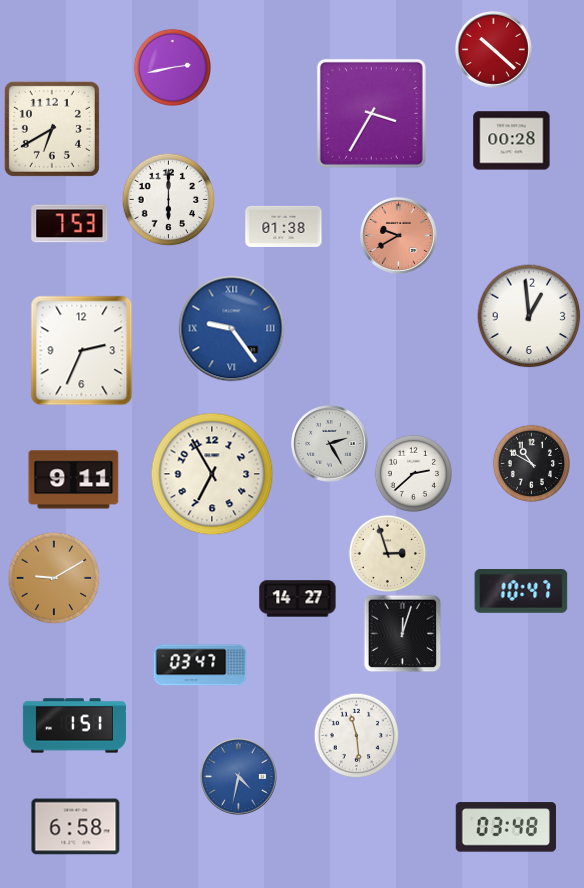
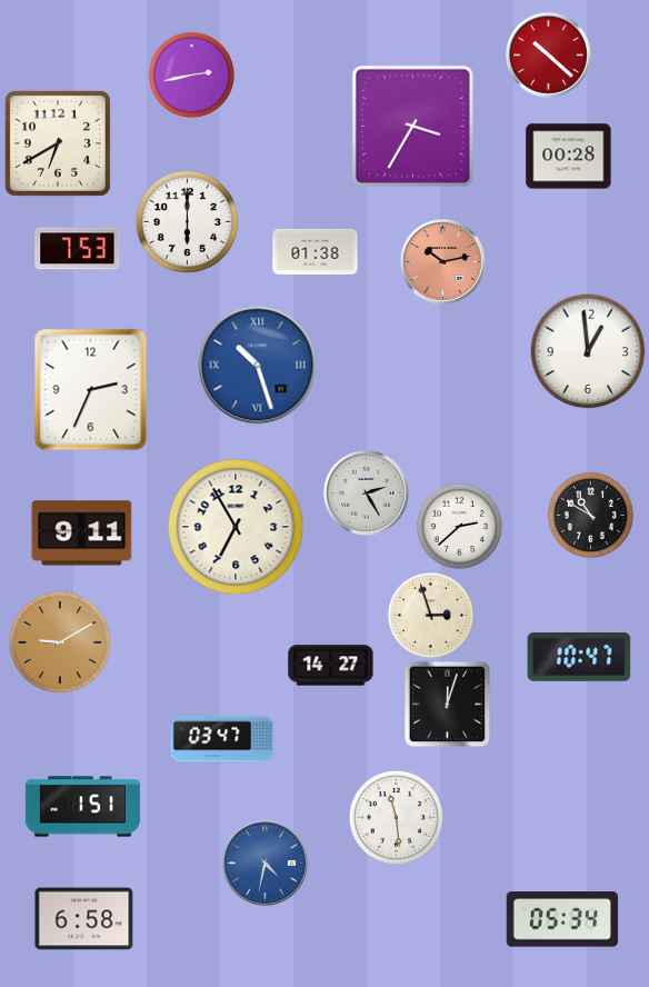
clock at (399, 236): 9:40 -> 10:13
clock at (232, 329): 9:24 -> 10:27
clock at (506, 827): 03:48 -> 05:34
